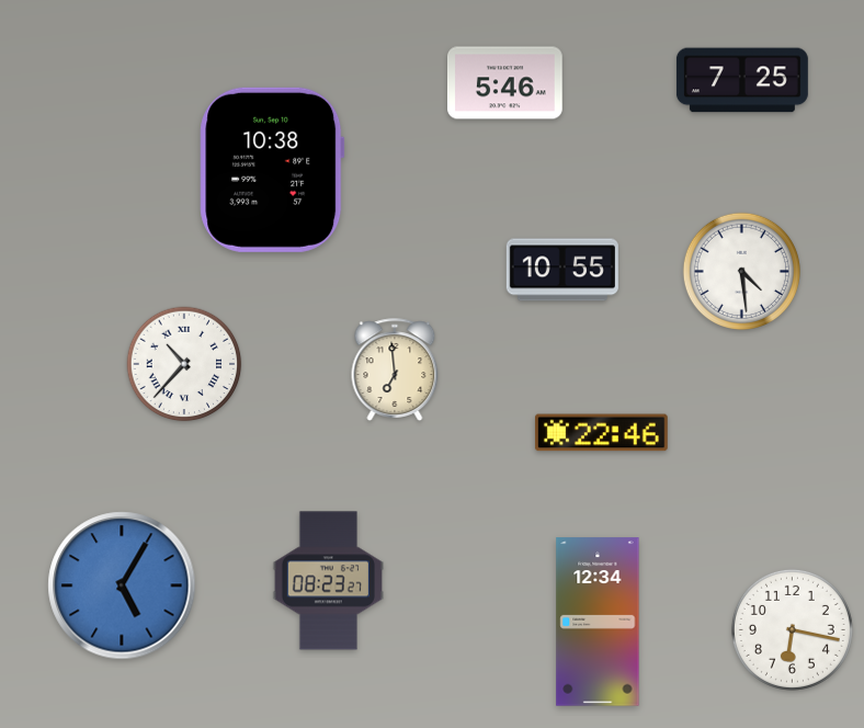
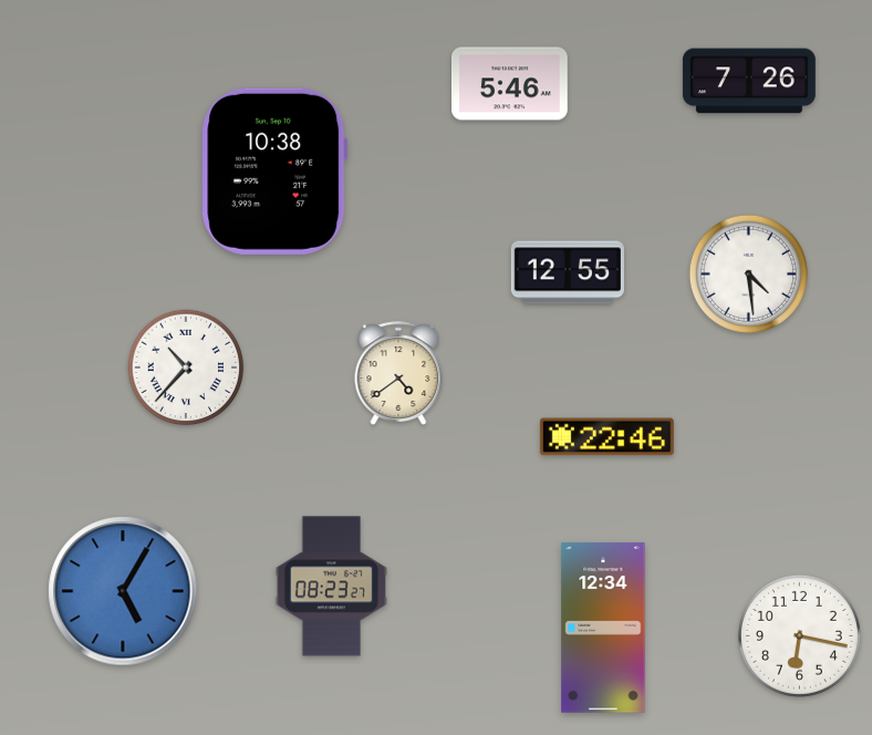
clock at (742, 80): 7:25 -> 7:26
clock at (562, 270): 10:55 -> 12:55
clock at (395, 369): 6:59 -> 4:39
